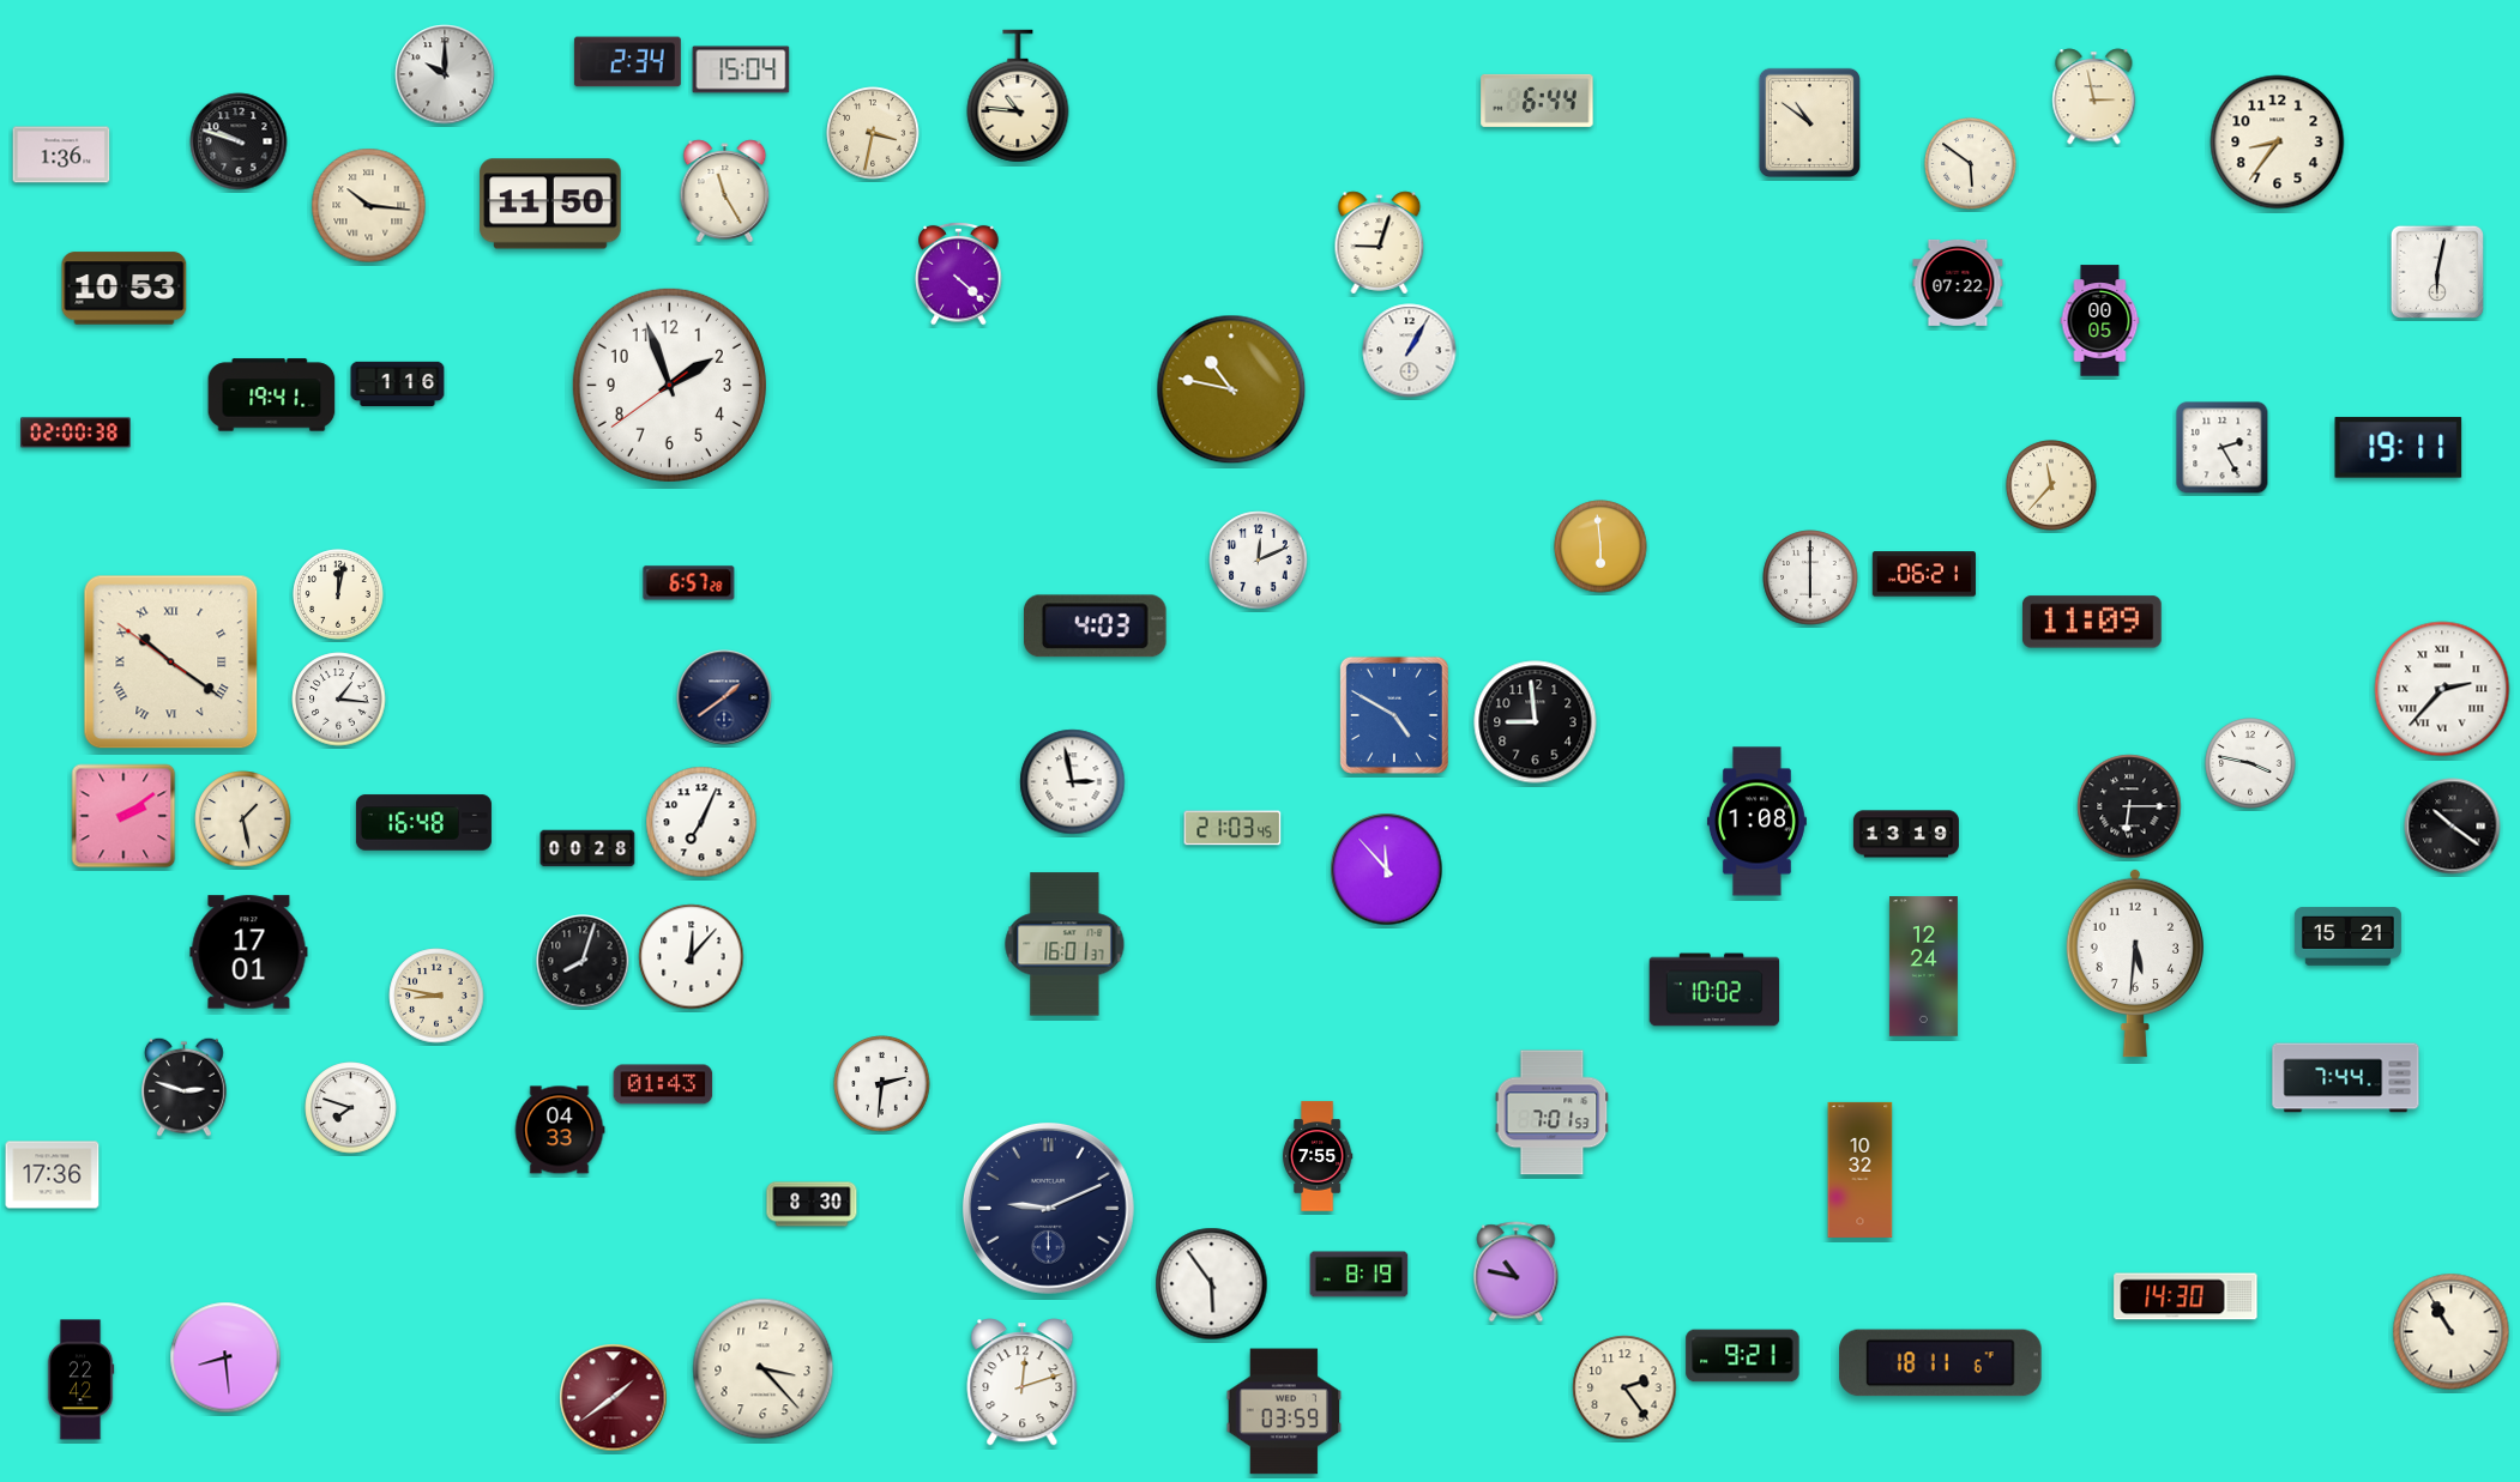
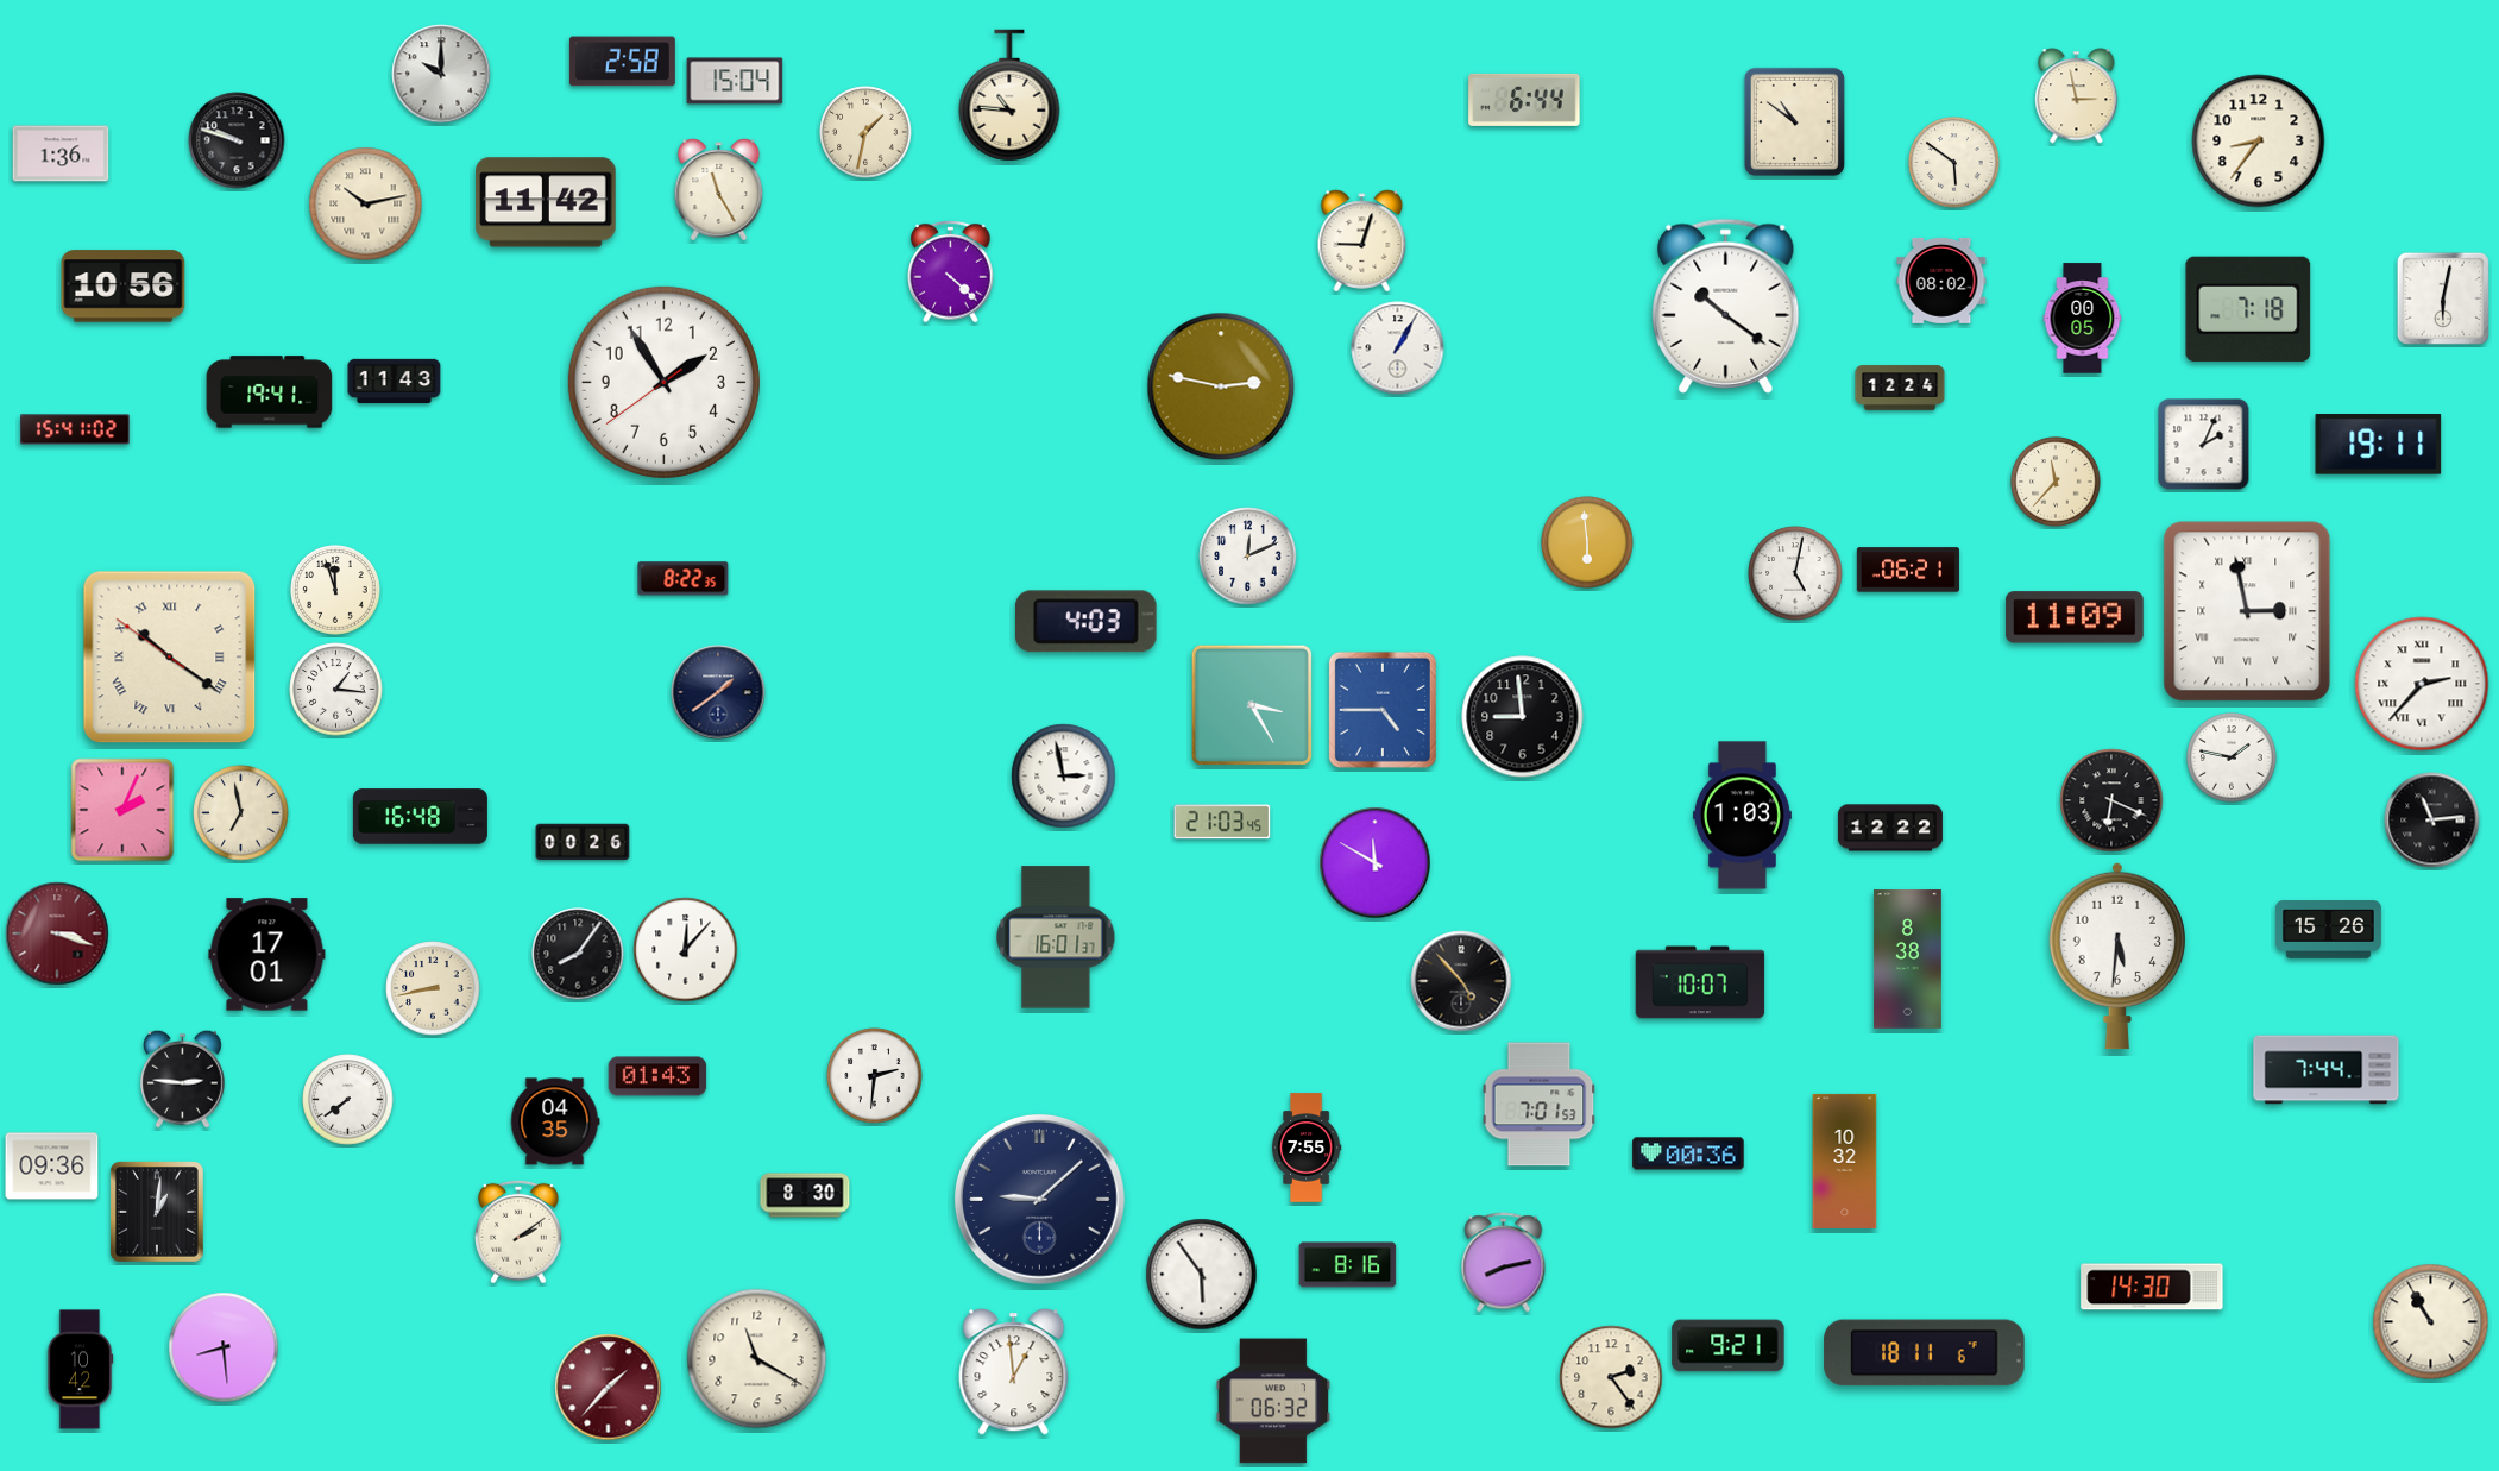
clock at (627, 62): 2:34 -> 2:58
clock at (741, 69) position: (741, 69) -> (735, 81)
clock at (873, 133): 3:32 -> 1:32
clock at (550, 204): 11:50 -> 11:42
clock at (369, 206): 10:16 -> 10:13
clock at (1380, 243) position: (1380, 243) -> (1362, 241)
clock at (2437, 272) position: (2437, 272) -> (2443, 298)
clock at (1958, 283): 07:22 -> 08:02
clock at (125, 289): 10:53 -> 10:56
clock at (1726, 306): none -> 10:21
clock at (2248, 309): none -> 7:18
clock at (398, 383): 1:16 -> 11:43
clock at (669, 385): 1:56 -> 1:54
clock at (1231, 389): 10:47 -> 2:47
clock at (1900, 388): none -> 12:24
clock at (76, 432): 02:00 -> 15:41
clock at (2223, 448): 2:25 -> 2:04
clock at (2051, 485) position: (2051, 485) -> (2056, 482)
clock at (1810, 577): 6:00 -> 5:02
clock at (689, 583): 6:57 -> 8:22
clock at (338, 594): 12:02 -> 11:57
clock at (2247, 611): none -> 2:58
clock at (339, 700) position: (339, 700) -> (336, 690)
clock at (1252, 705): none -> 3:25
clock at (1394, 715): 4:50 -> 4:45
clock at (2250, 763): 3:47 -> 1:47
clock at (2129, 806): 6:15 -> 6:19
clock at (123, 816): 2:09 -> 2:04
clock at (243, 819): 1:28 -> 6:58
clock at (701, 822): 7:04 -> none
clock at (1756, 822): 1:08 -> 1:03
clock at (2453, 827): 10:21 -> 11:14
clock at (1906, 834): 13:19 -> 12:22
clock at (587, 848): 00:28 -> 00:26
clock at (1387, 870): 11:53 -> 11:50
clock at (2347, 937): 15:21 -> 15:26
clock at (57, 933): none -> 3:18
clock at (249, 952) position: (249, 952) -> (267, 955)
clock at (583, 961): 8:03 -> 8:06
clock at (1923, 967): 12:24 -> 8:38
clock at (1461, 981): none -> 4:53
clock at (1714, 990): 10:02 -> 10:07
clock at (436, 996): 8:47 -> 8:43
clock at (185, 1087): 2:48 -> 2:46
clock at (351, 1108): 7:48 -> 7:39
clock at (560, 1130): 04:33 -> 04:35
clock at (1688, 1153): none -> 00:36
clock at (53, 1175): 17:36 -> 09:36
clock at (1049, 1209): 9:11 -> 9:08
clock at (158, 1213): none -> 1:01
clock at (520, 1232): none -> 2:09
clock at (1517, 1272): 10:47 -> 8:13
clock at (1360, 1275): 8:19 -> 8:16
clock at (2186, 1296) position: (2186, 1296) -> (2152, 1287)
clock at (764, 1369): 3:23 -> 11:20
clock at (80, 1380): 22:42 -> 10:42
clock at (1023, 1383): 12:12 -> 12:59
clock at (614, 1398): 1:39 -> 1:37
clock at (1284, 1411): 03:59 -> 06:32
